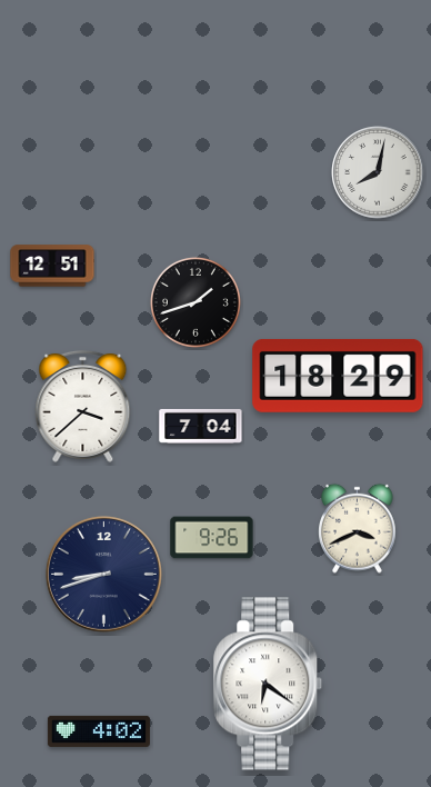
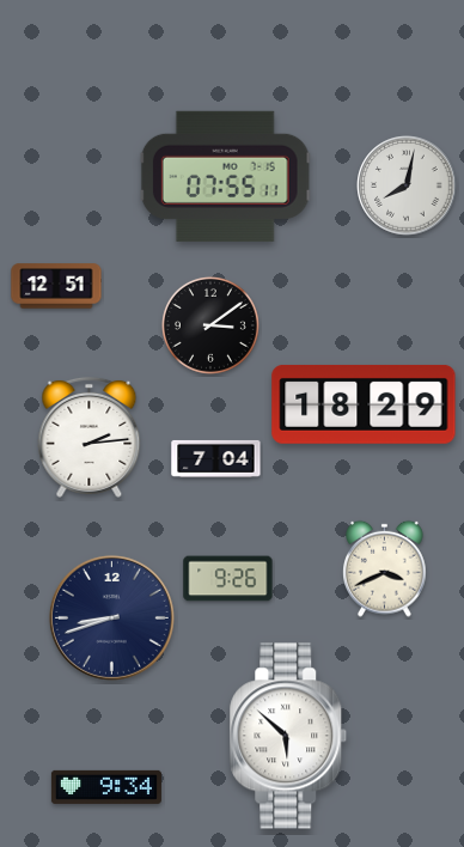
clock at (225, 176): none -> 07:55
clock at (196, 302): 1:42 -> 3:09
clock at (83, 406): 3:38 -> 2:14
clock at (268, 684): 6:21 -> 5:52
clock at (99, 731): 4:02 -> 9:34
